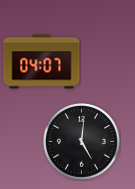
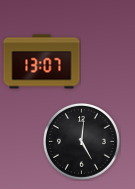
clock at (42, 62): 04:07 -> 13:07
